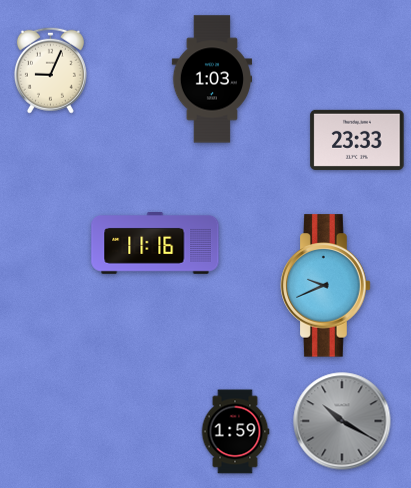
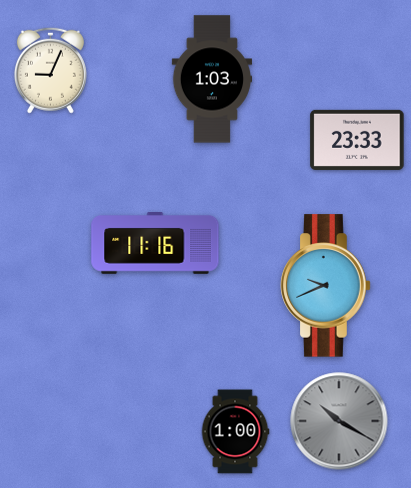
clock at (342, 421) position: (342, 421) -> (339, 421)
clock at (235, 432): 1:59 -> 1:00
